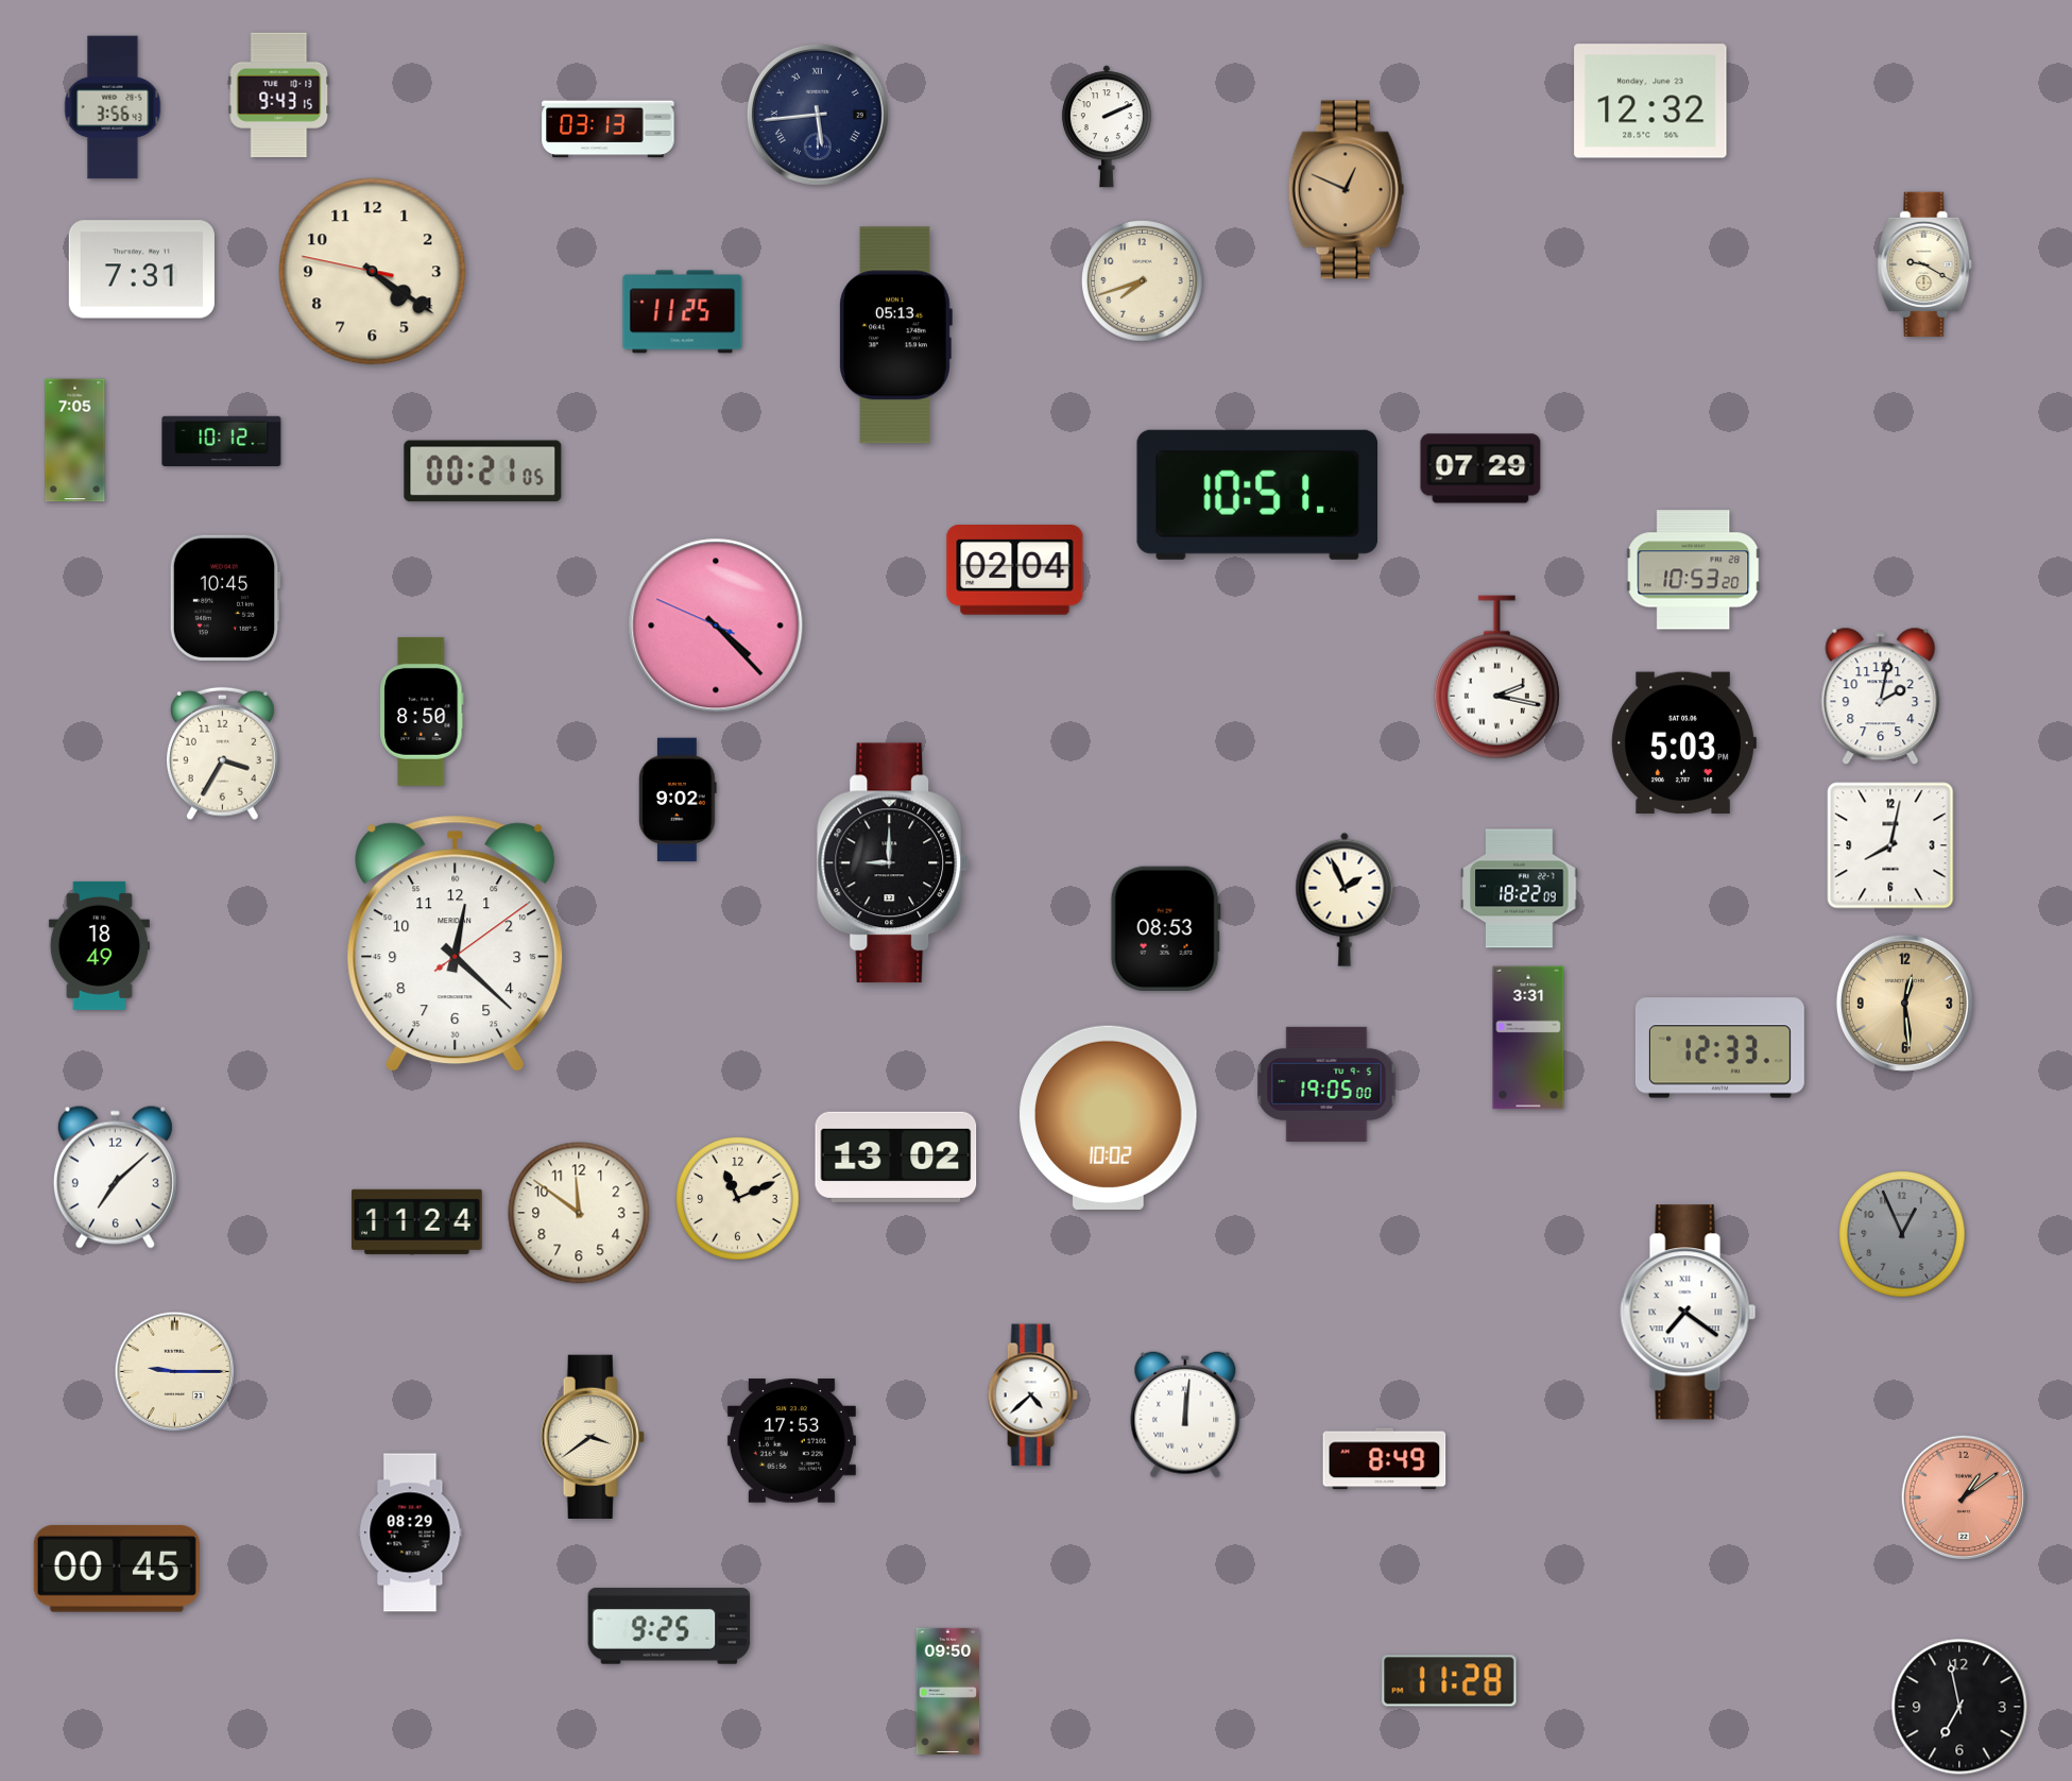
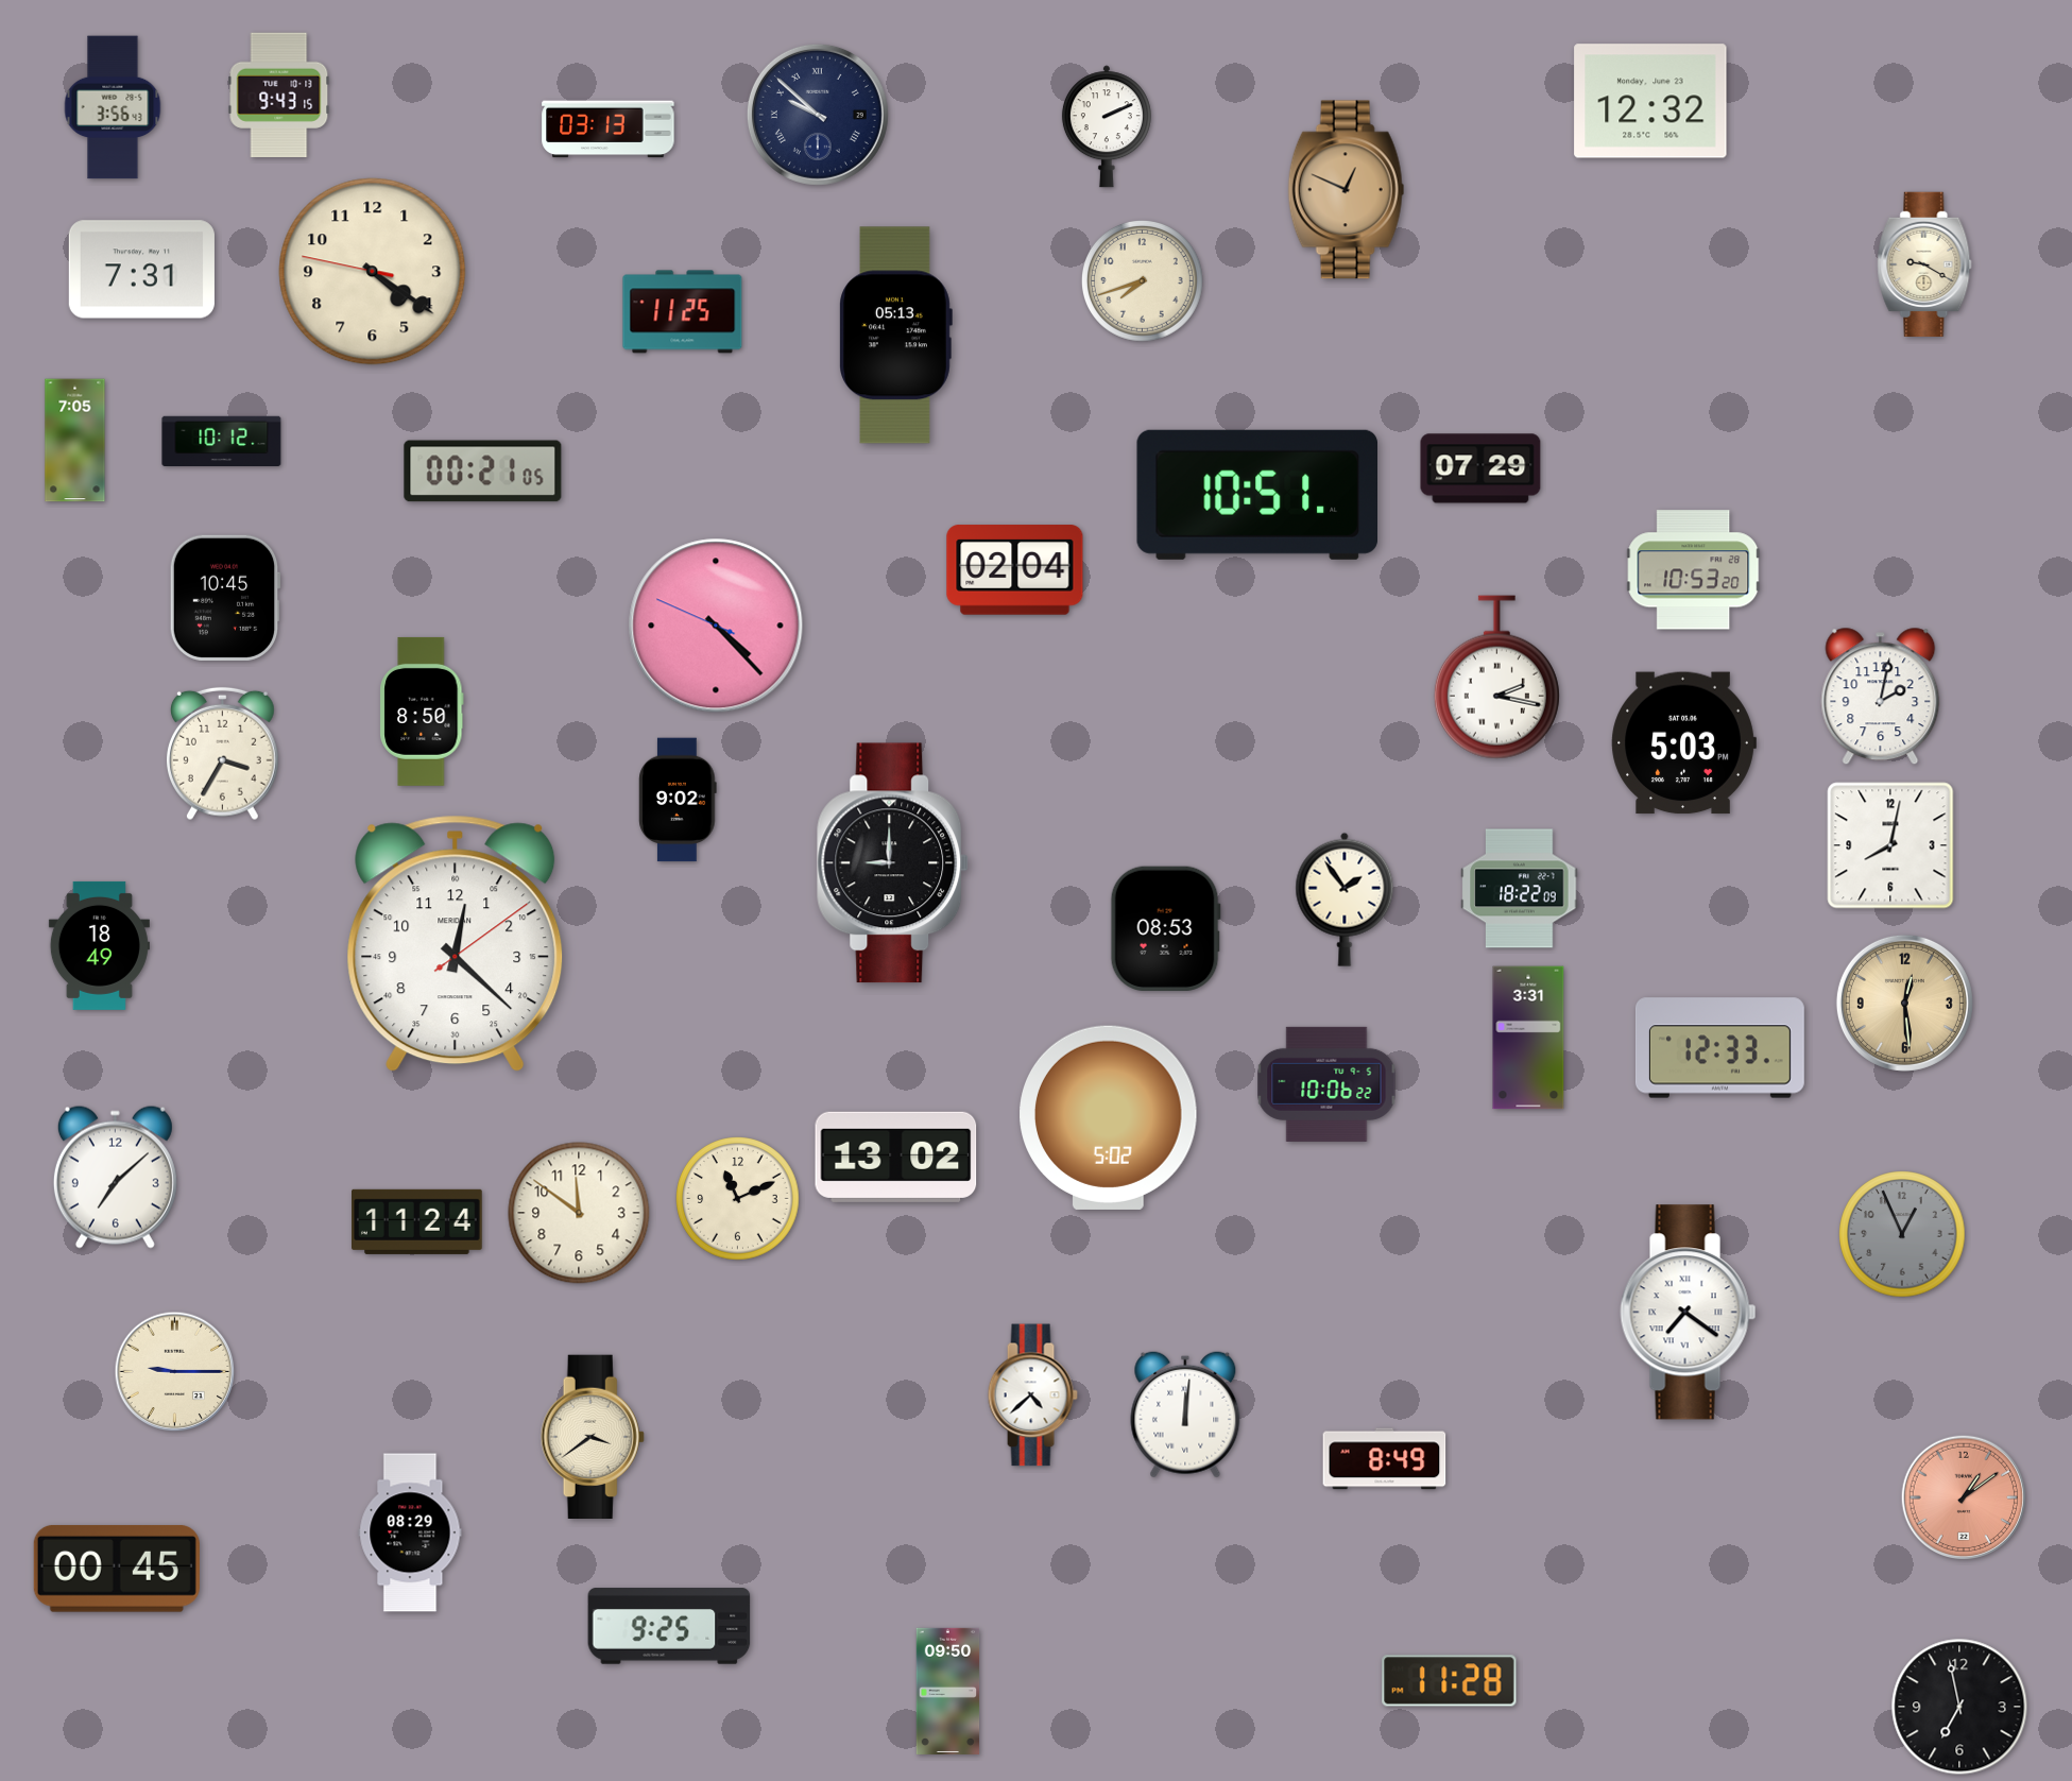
clock at (818, 115): 5:44 -> 9:52
clock at (1345, 900): 1:56 -> 1:54
clock at (1326, 1084): 19:05 -> 10:06
clock at (1109, 1117): 10:02 -> 5:02
clock at (791, 1441): 17:53 -> none
